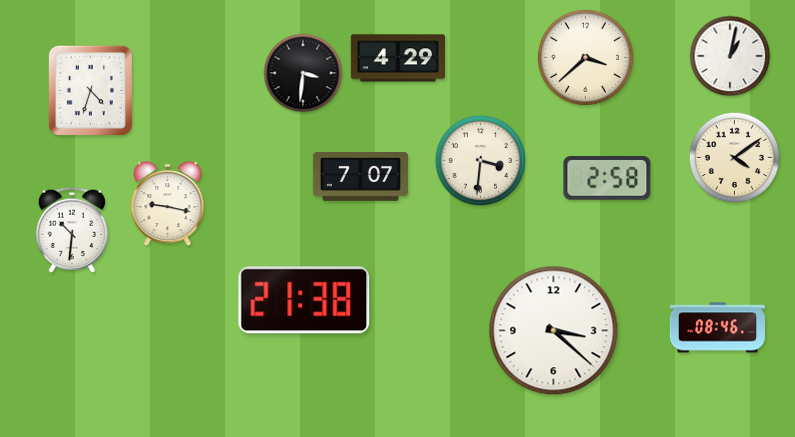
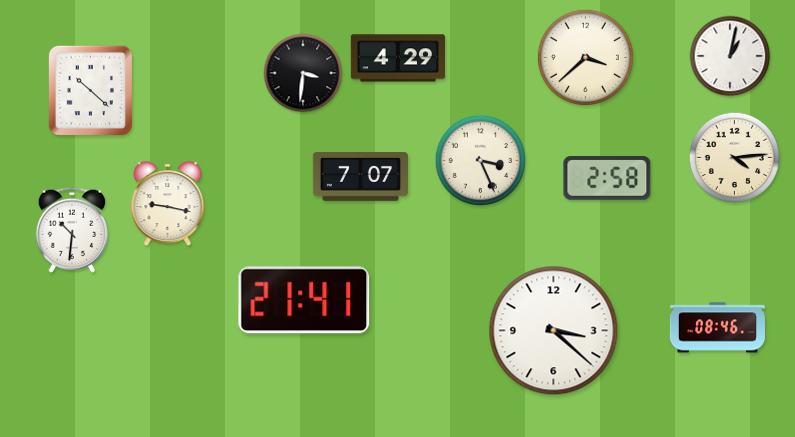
clock at (90, 90): 4:33 -> 10:22
clock at (734, 157): 4:09 -> 4:14
clock at (480, 160): 3:31 -> 3:26
clock at (304, 300): 21:38 -> 21:41
